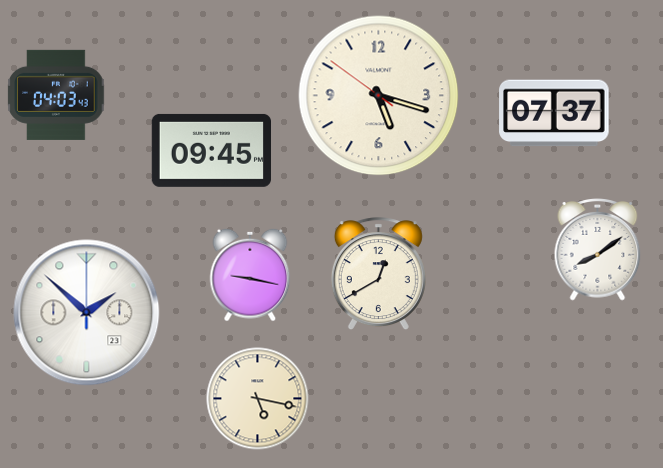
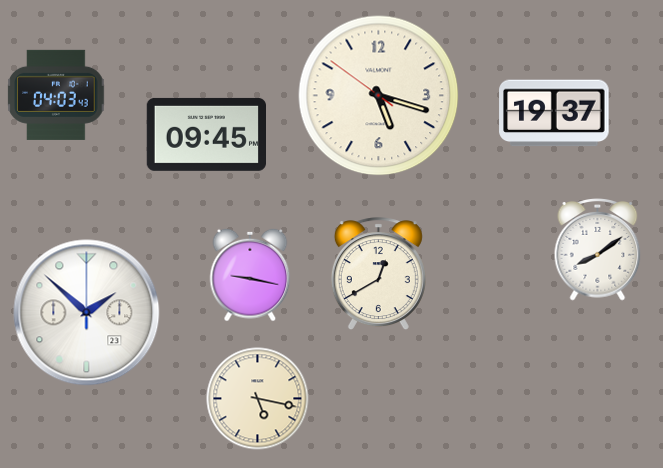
clock at (554, 113): 07:37 -> 19:37
clock at (211, 150) position: (211, 150) -> (206, 134)
